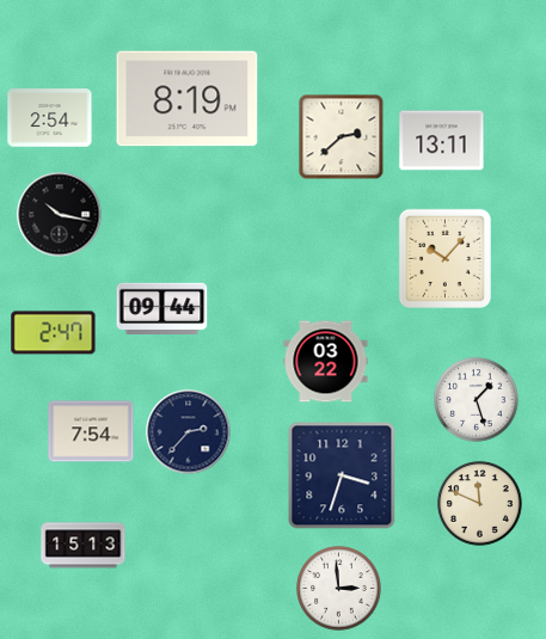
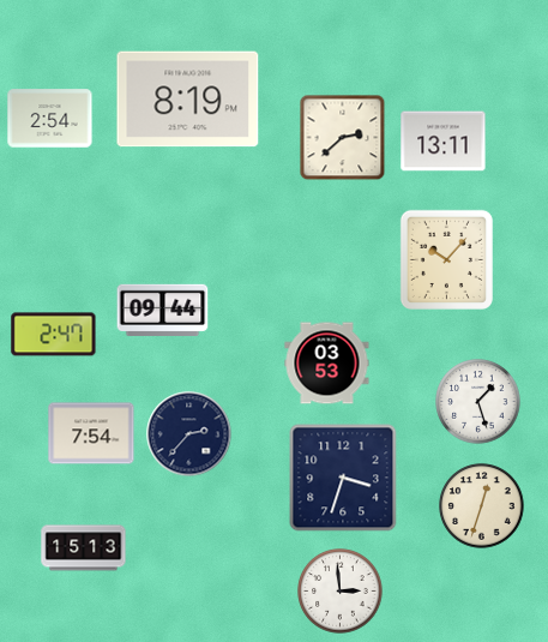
clock at (60, 215): 10:17 -> none
clock at (326, 362): 03:22 -> 03:53
clock at (480, 504): 11:49 -> 12:33
